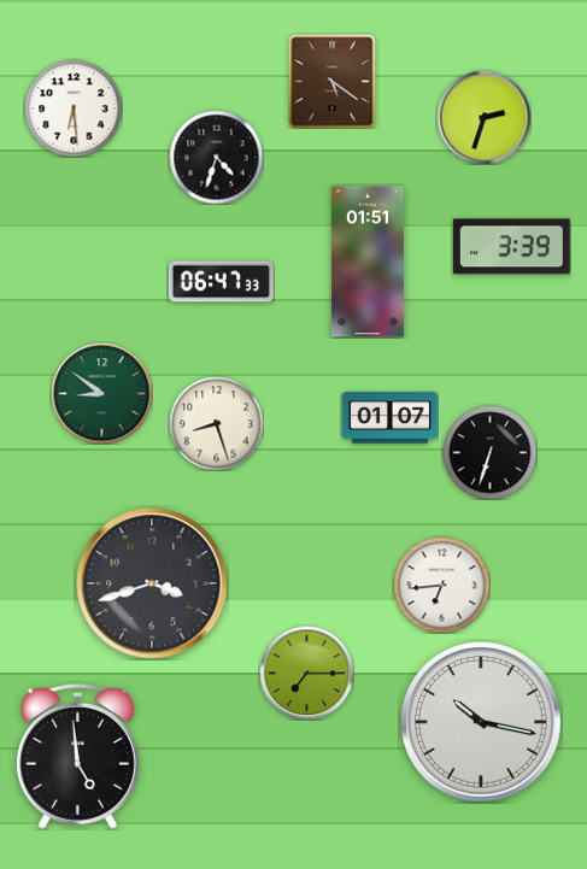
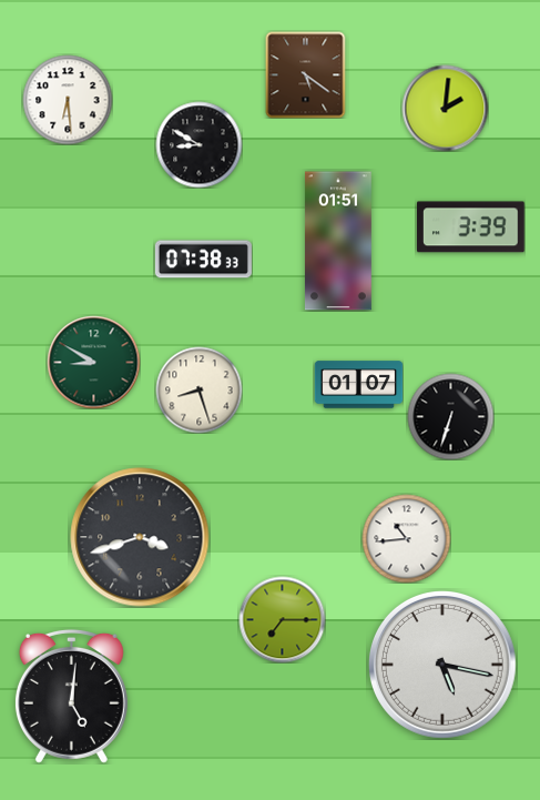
clock at (483, 117): 2:33 -> 2:01
clock at (216, 157): 4:33 -> 8:50
clock at (221, 282): 06:47 -> 07:38
clock at (101, 393): 8:51 -> 8:50
clock at (441, 585): 6:44 -> 10:44
clock at (481, 722): 10:17 -> 5:17
clock at (77, 756): 4:59 -> 5:01
